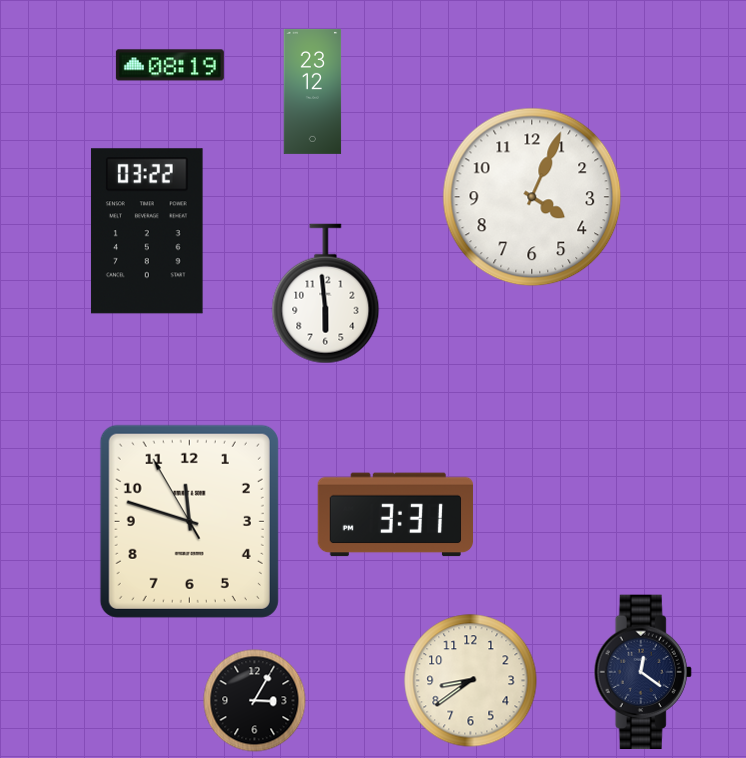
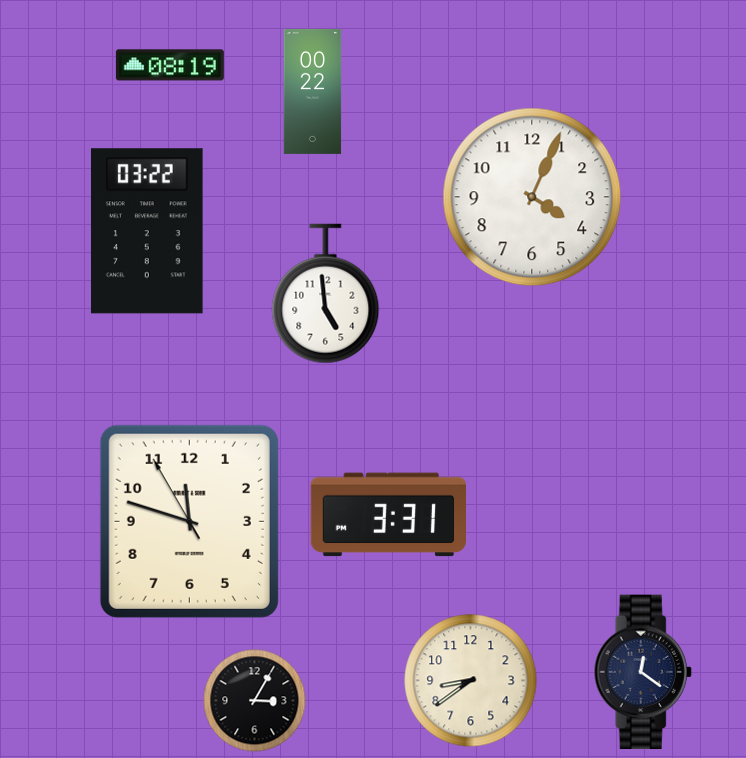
clock at (313, 91): 23:12 -> 00:22
clock at (326, 294): 5:59 -> 4:59
clock at (395, 515) position: (395, 515) -> (388, 515)
